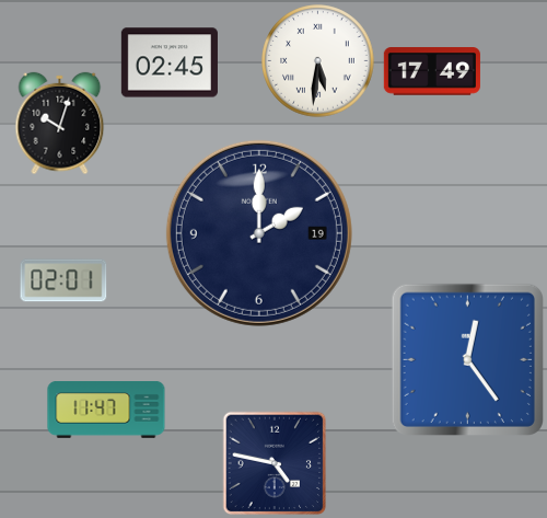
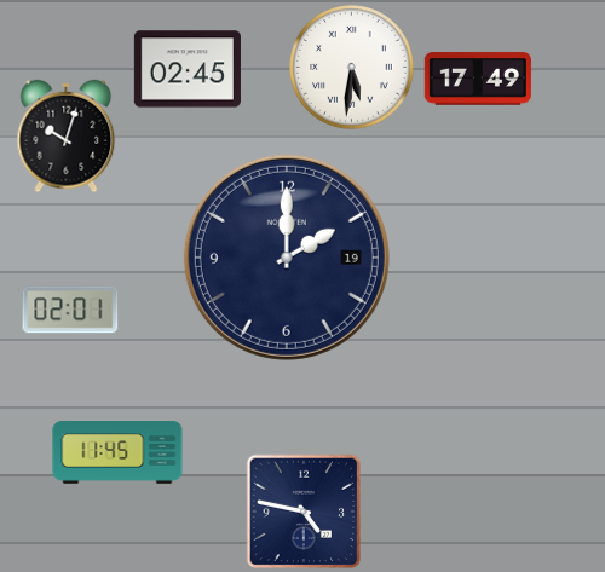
clock at (467, 359): 12:24 -> none
clock at (106, 411): 11:47 -> 11:45
